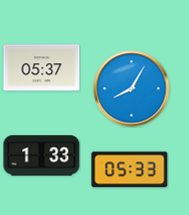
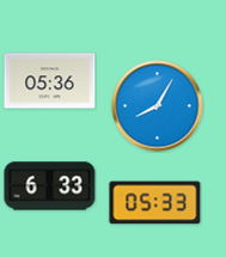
clock at (42, 68): 05:37 -> 05:36
clock at (42, 156): 1:33 -> 6:33
